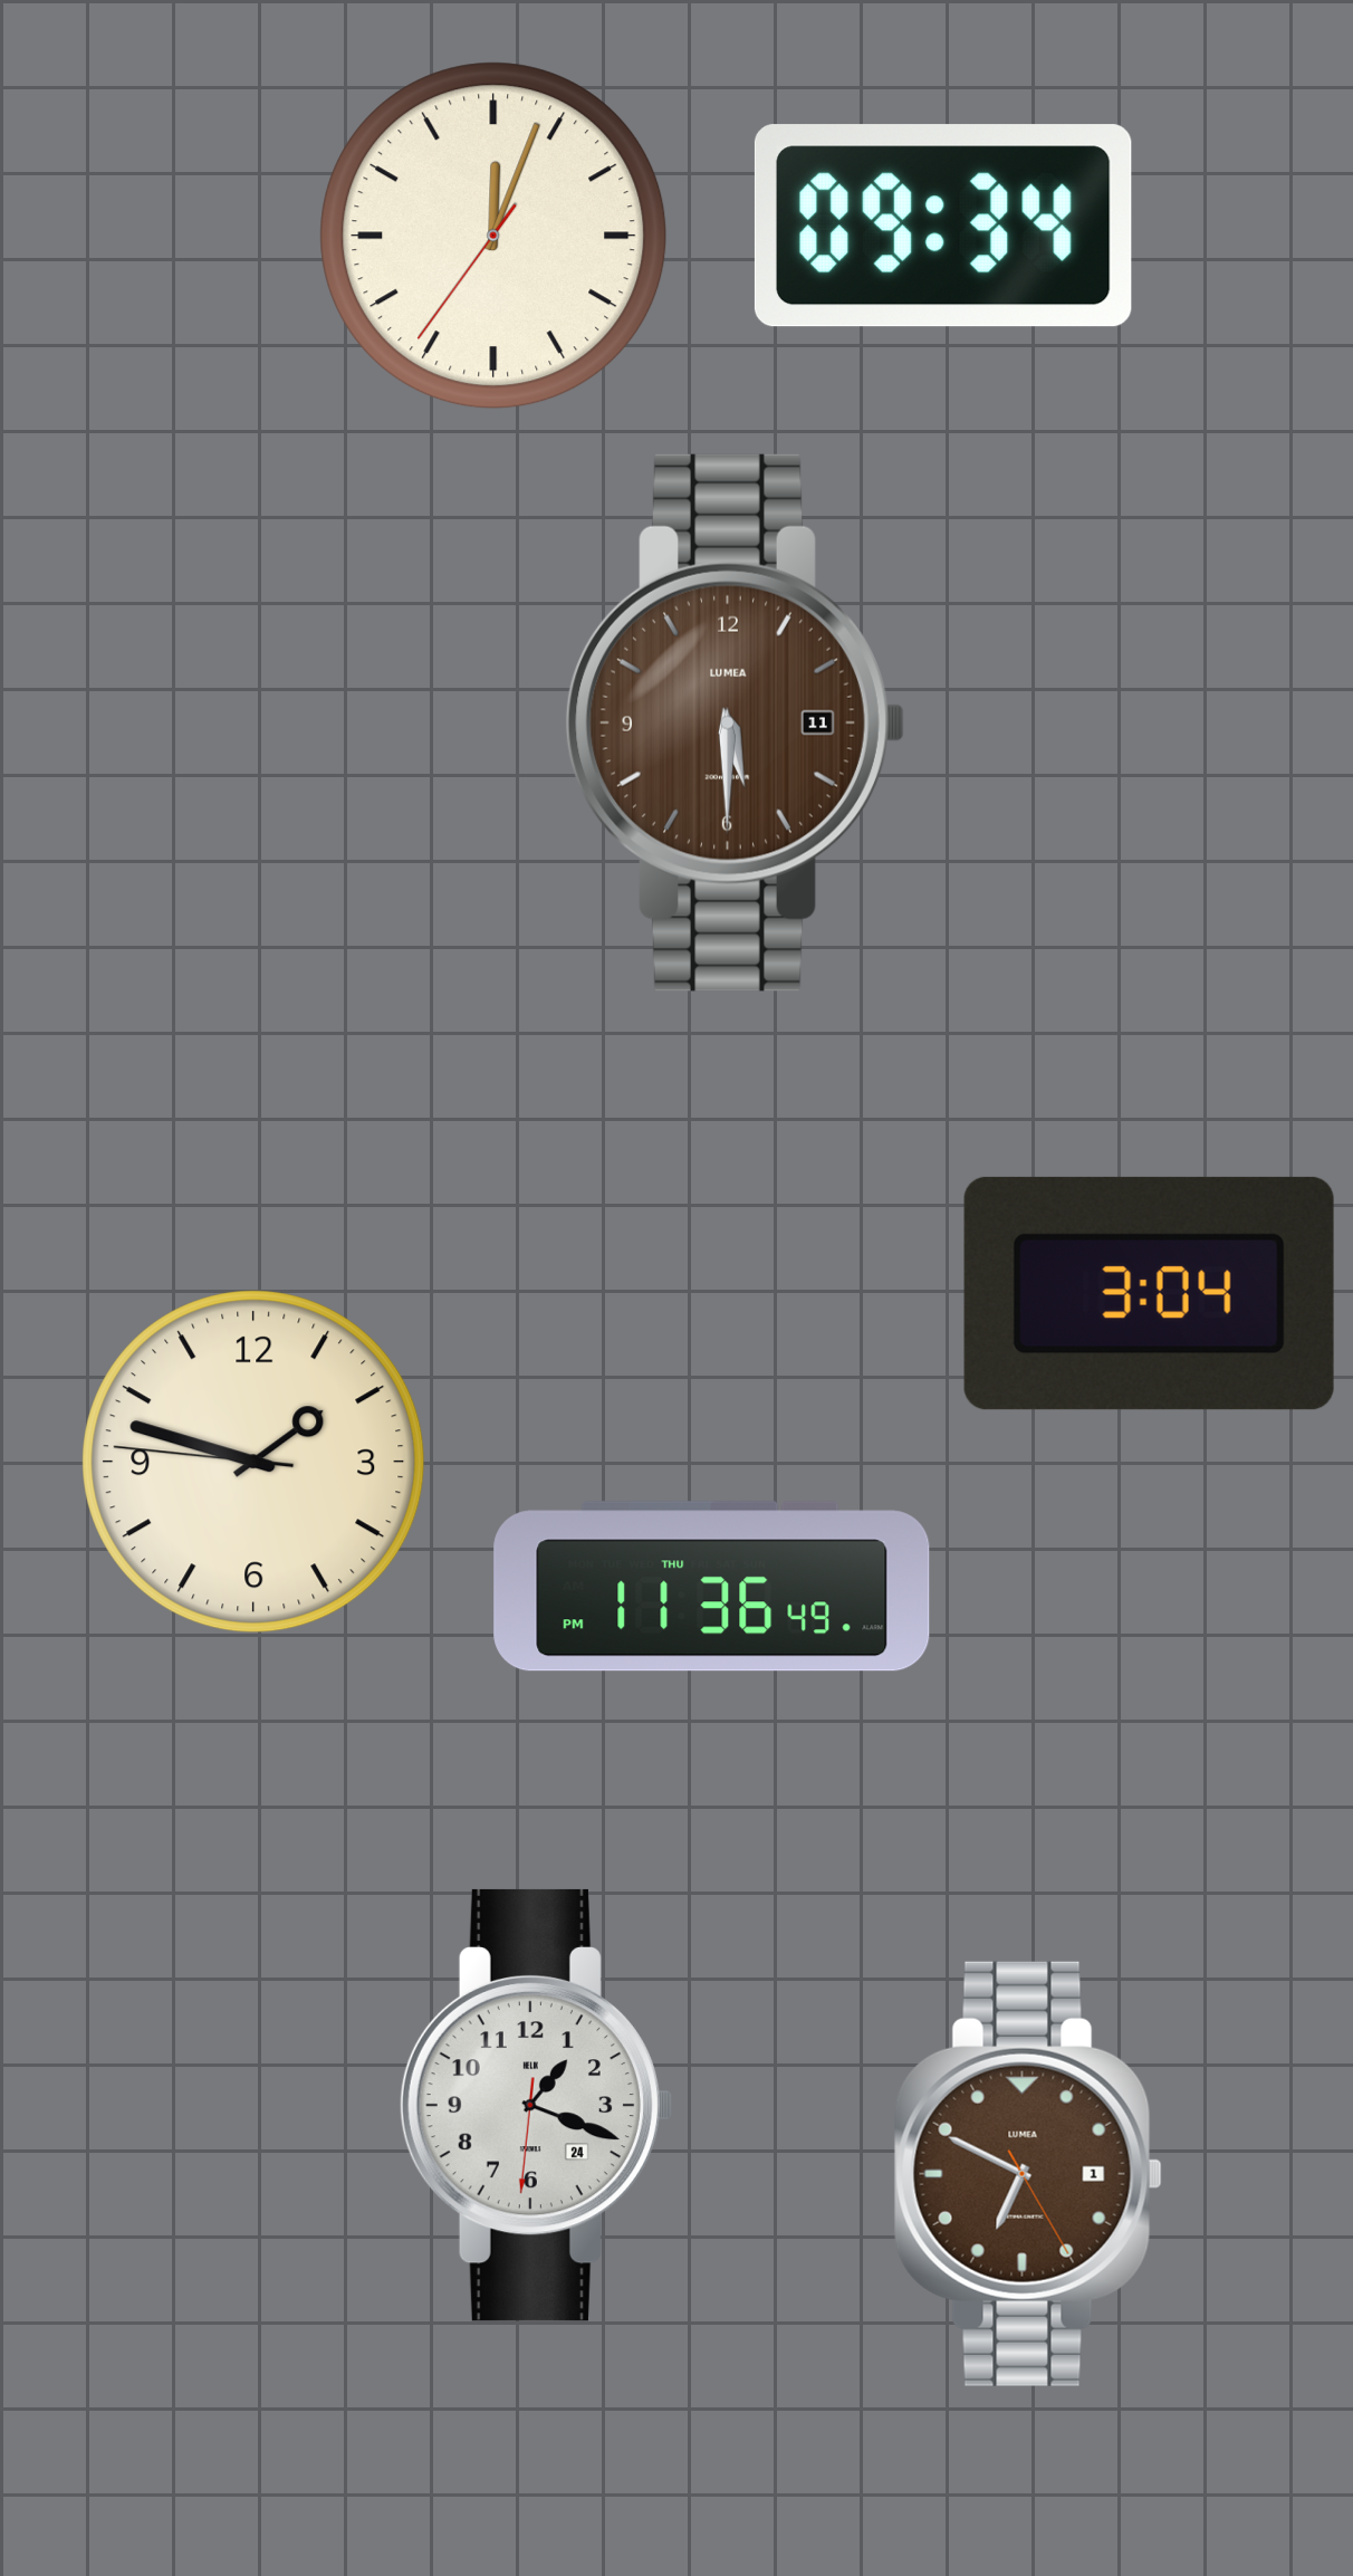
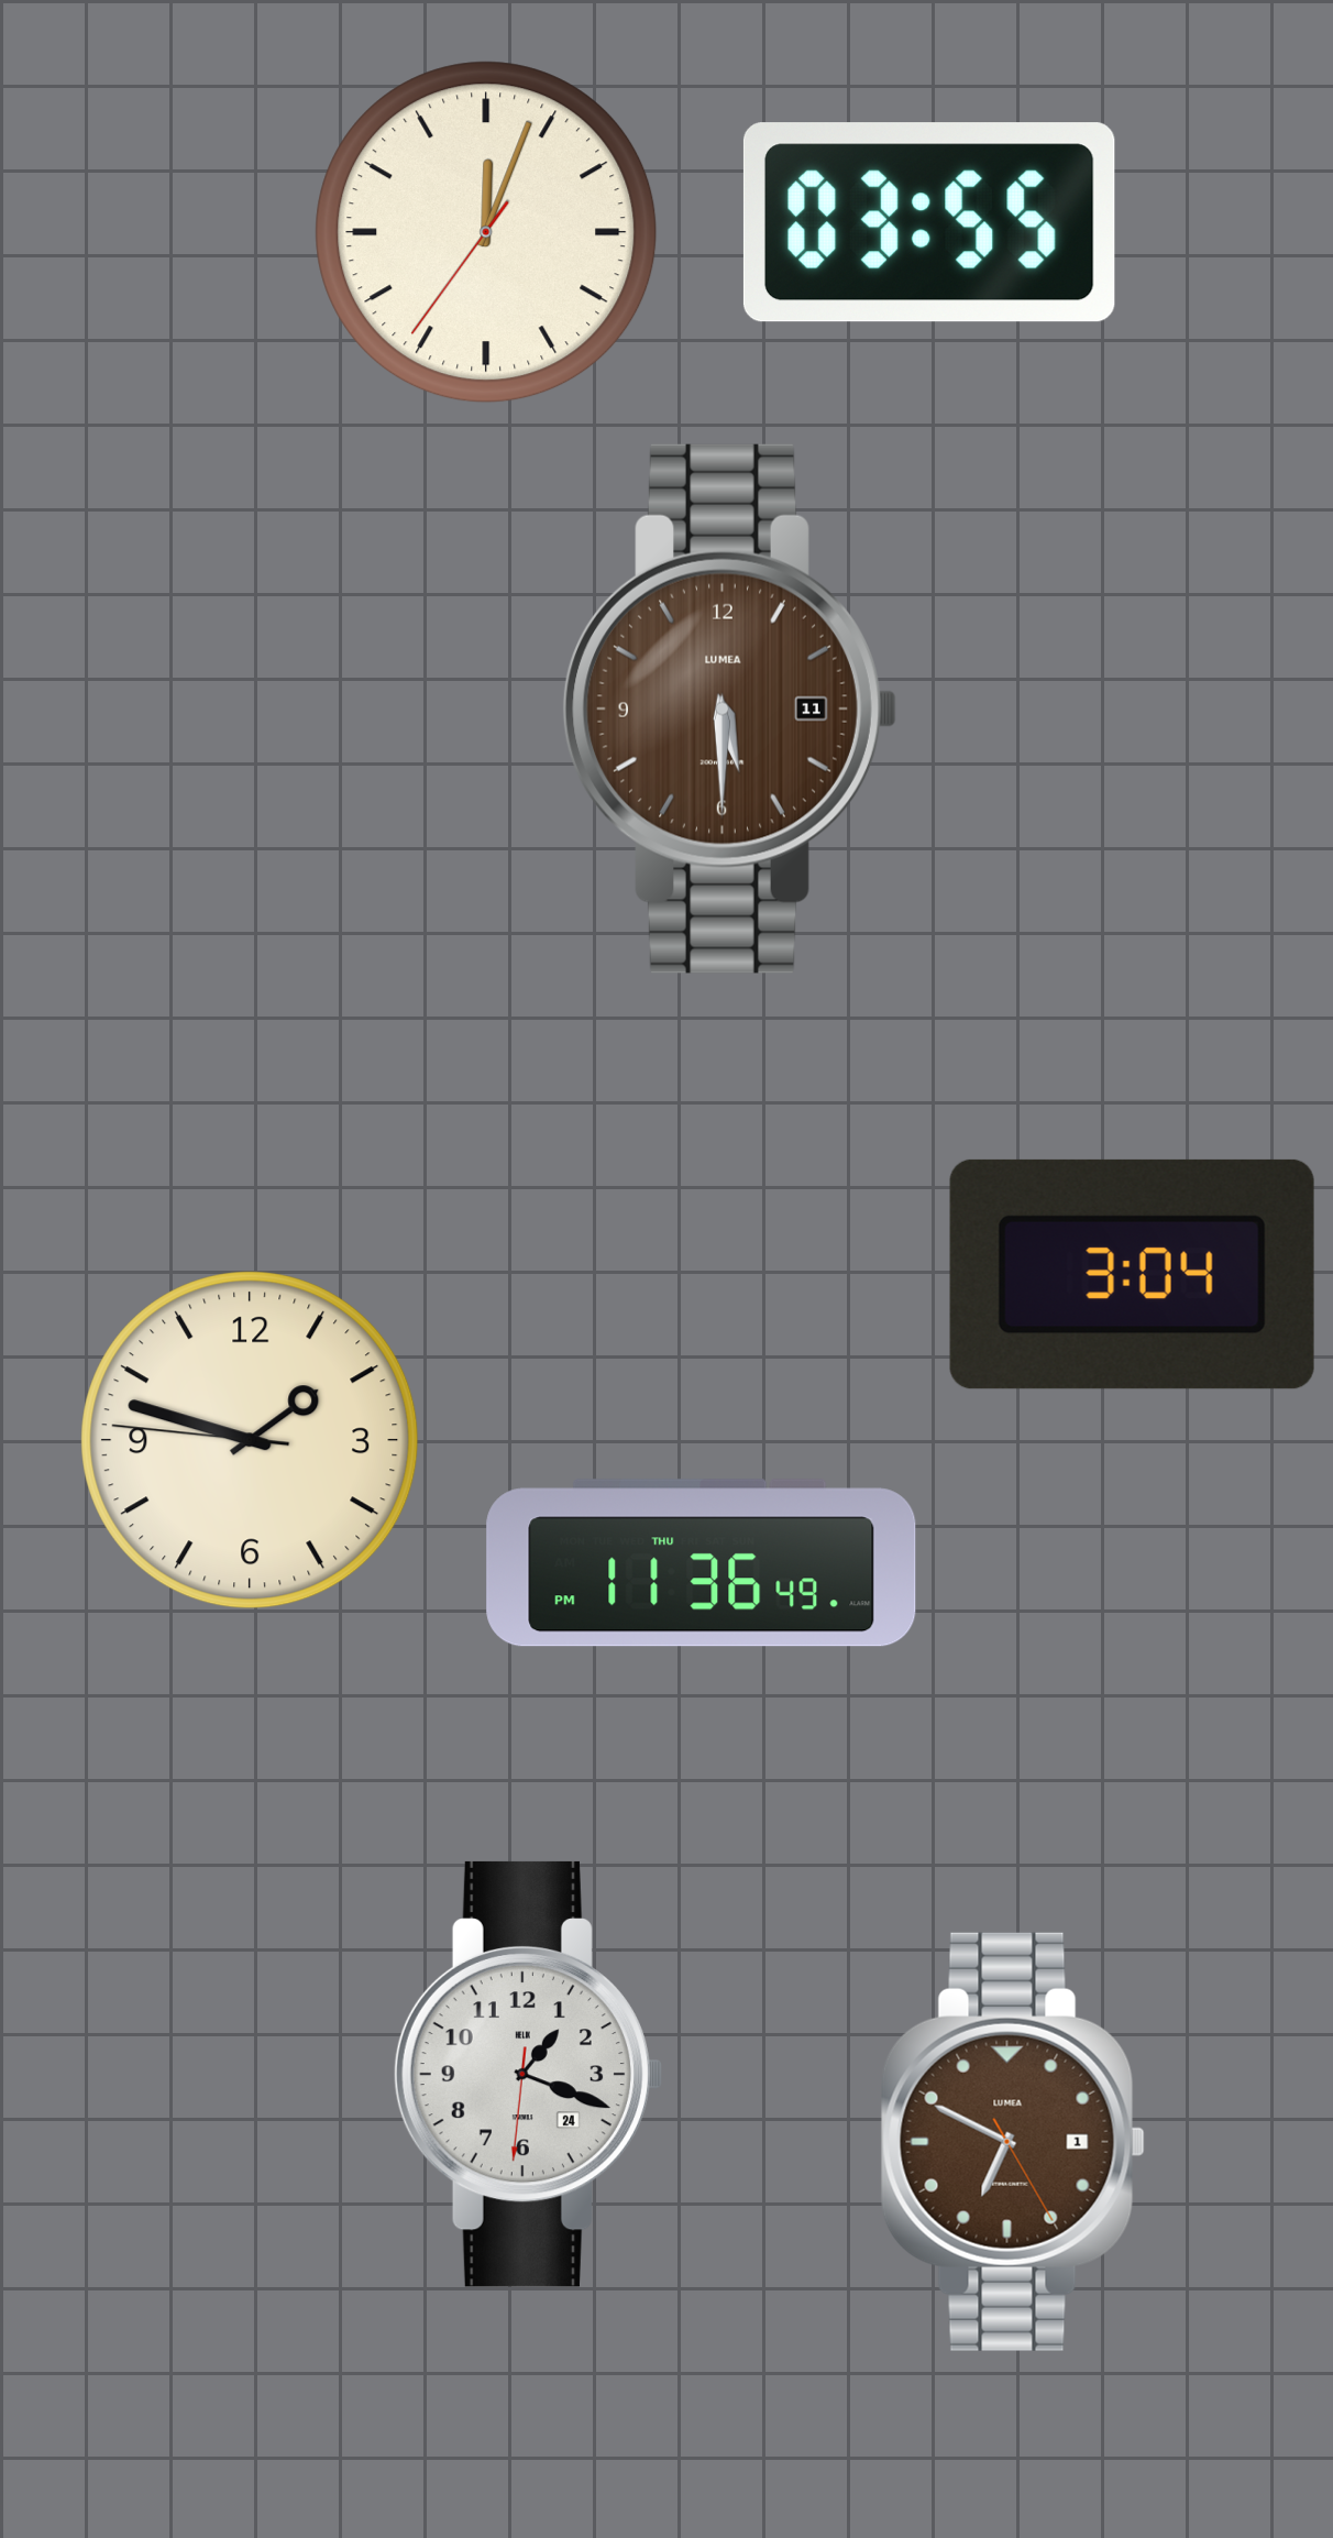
clock at (943, 226): 09:34 -> 03:55
clock at (735, 722) position: (735, 722) -> (729, 708)
